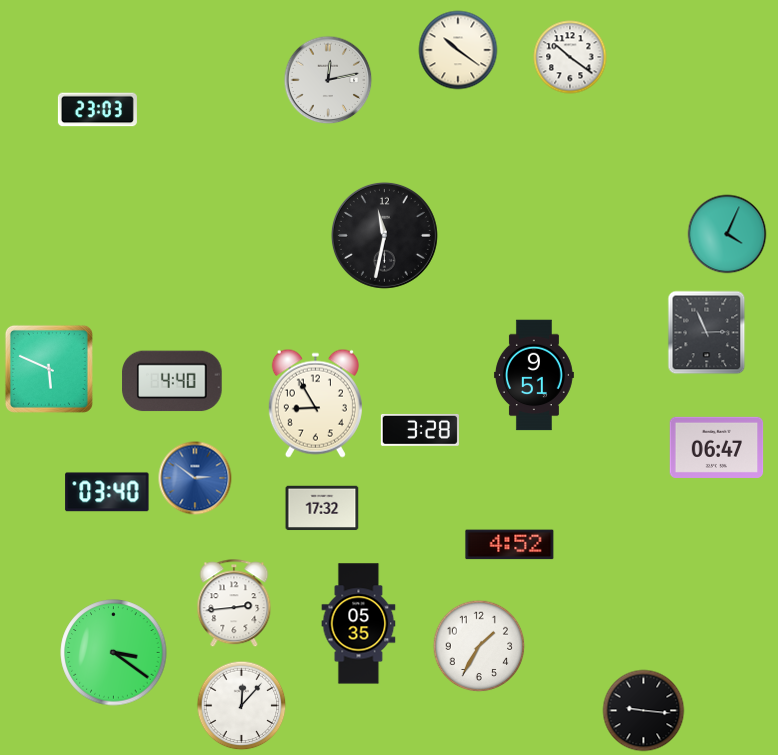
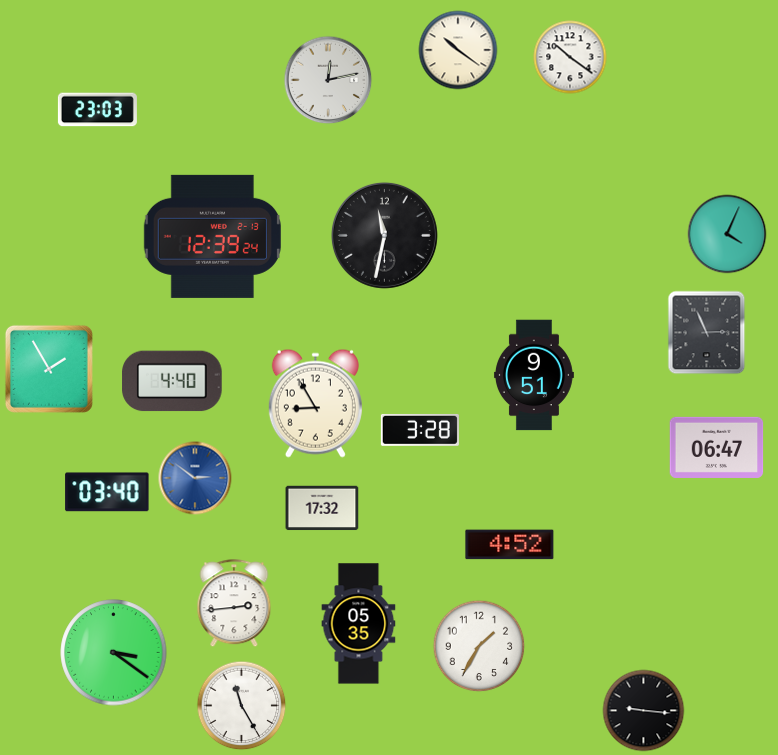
clock at (212, 236): none -> 12:39
clock at (49, 369): 5:49 -> 1:55
clock at (242, 706): 12:07 -> 11:25
